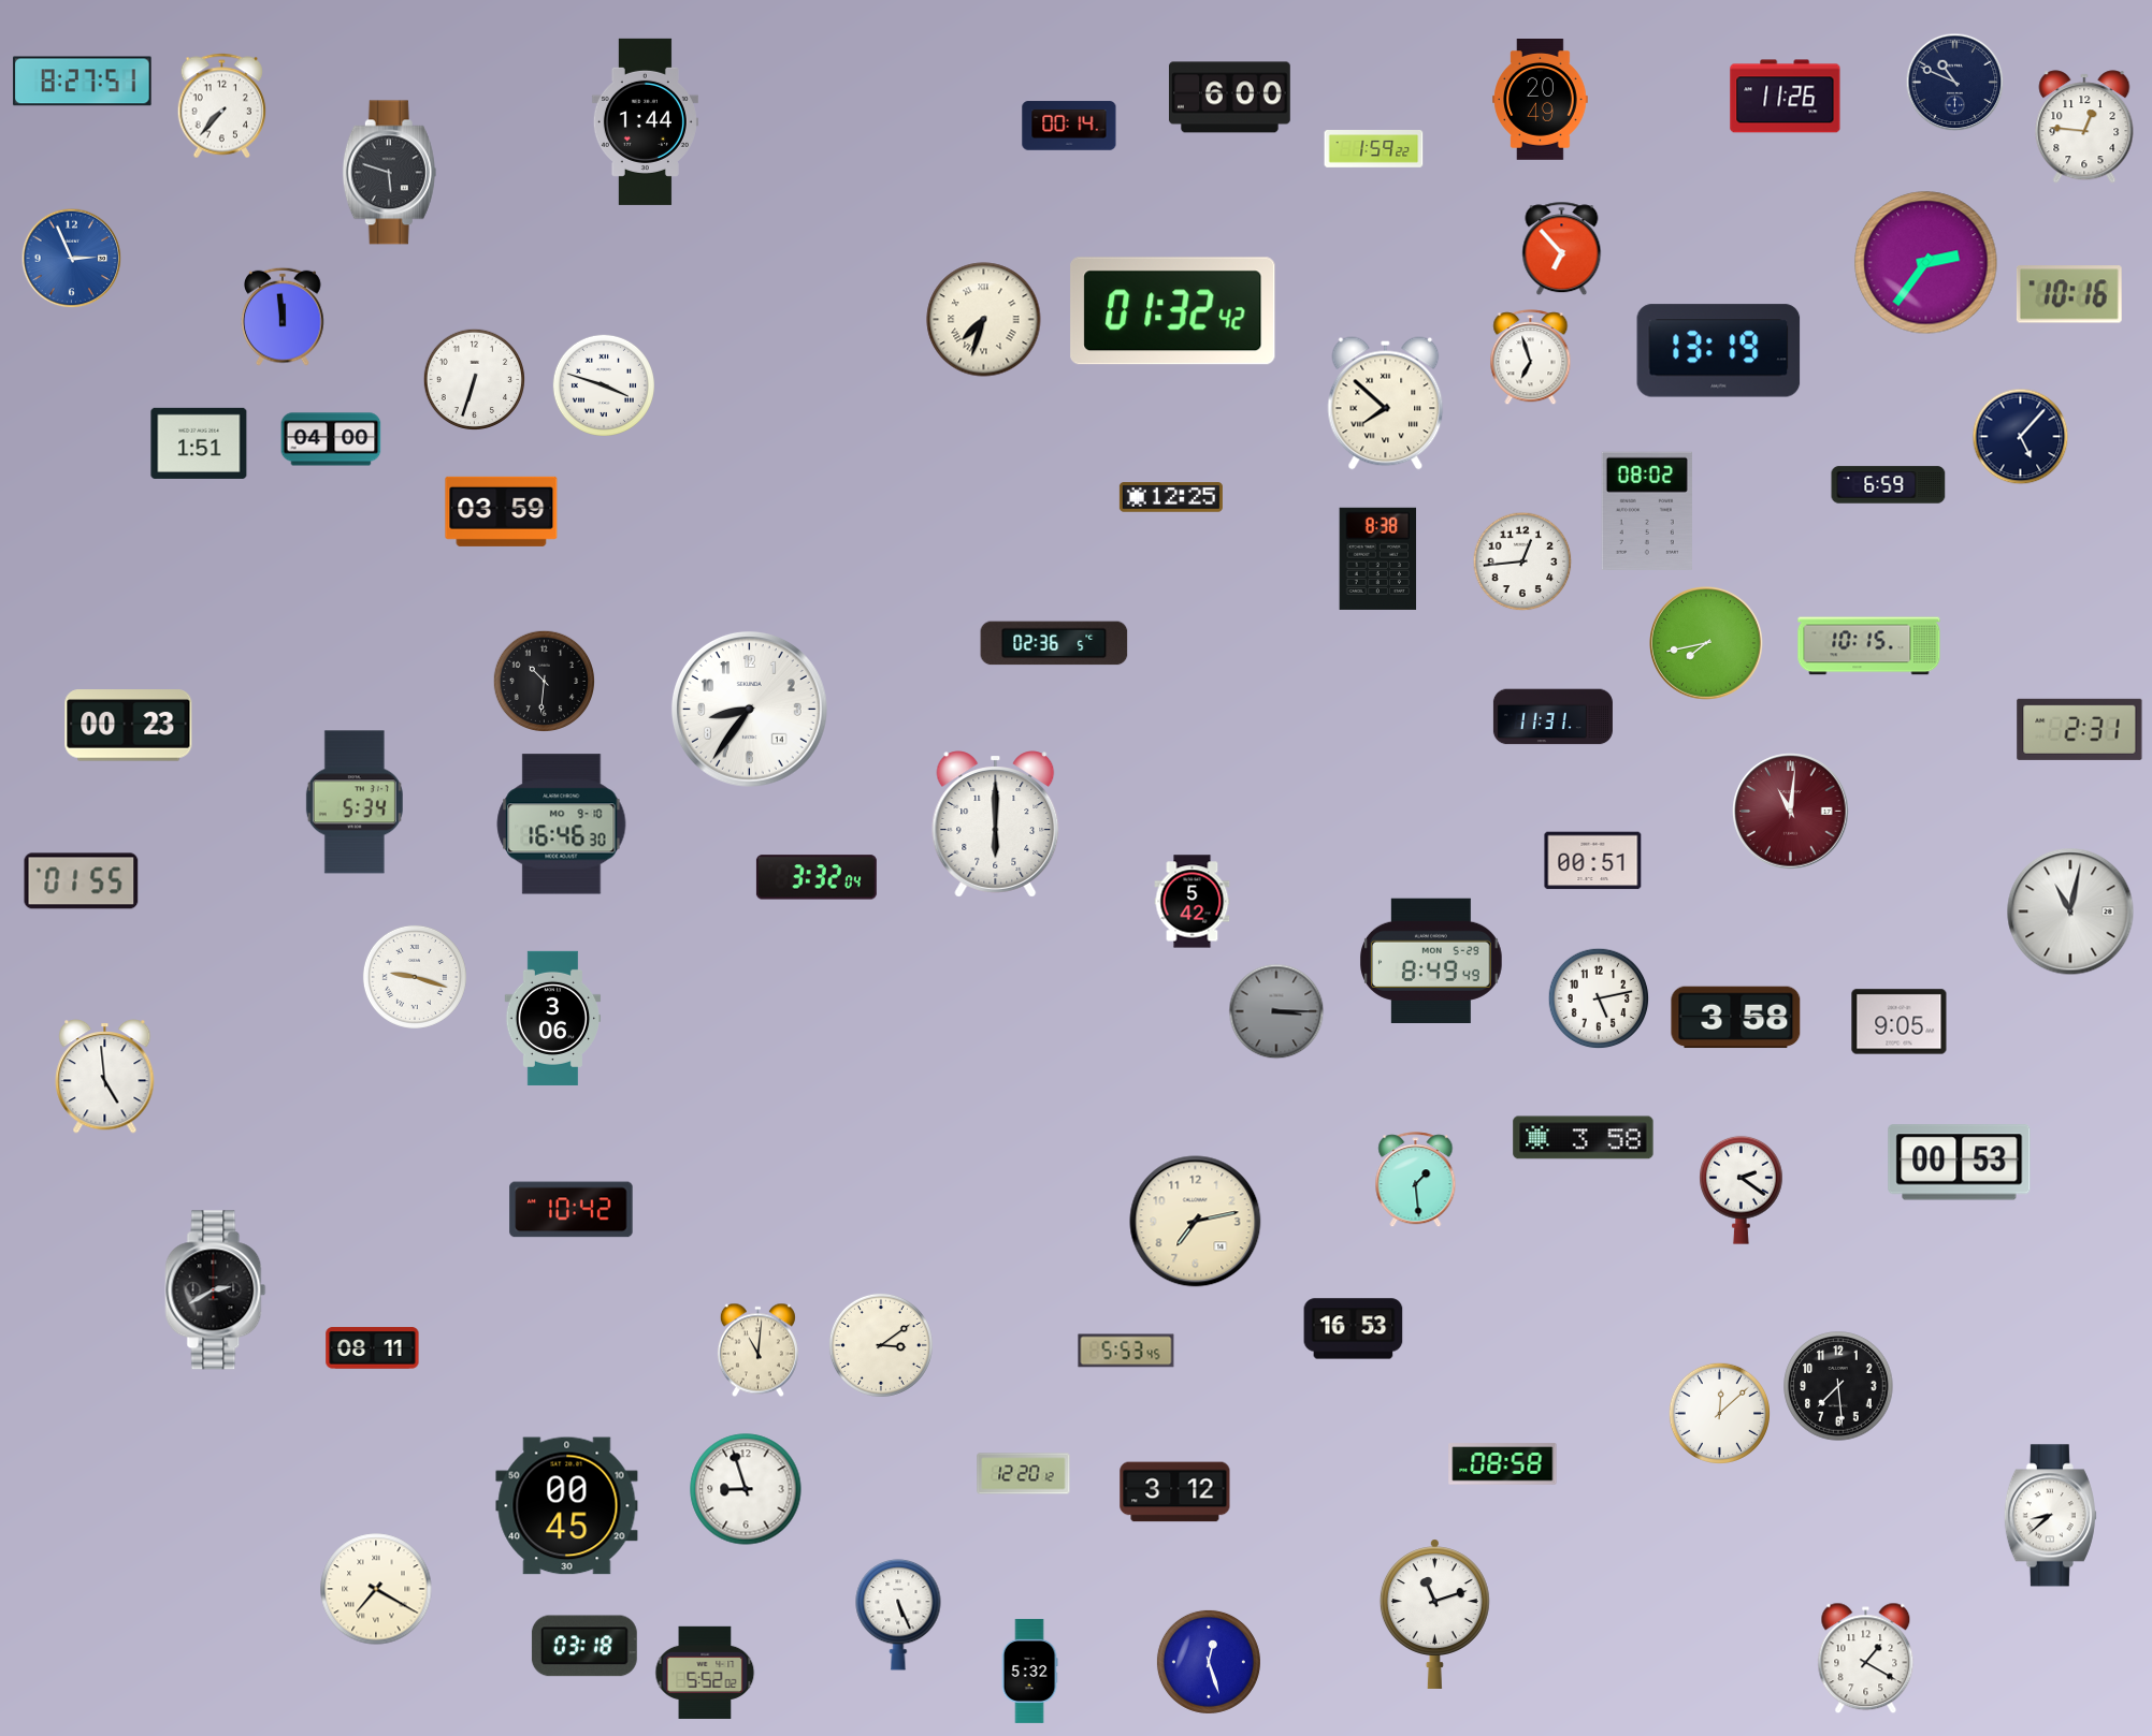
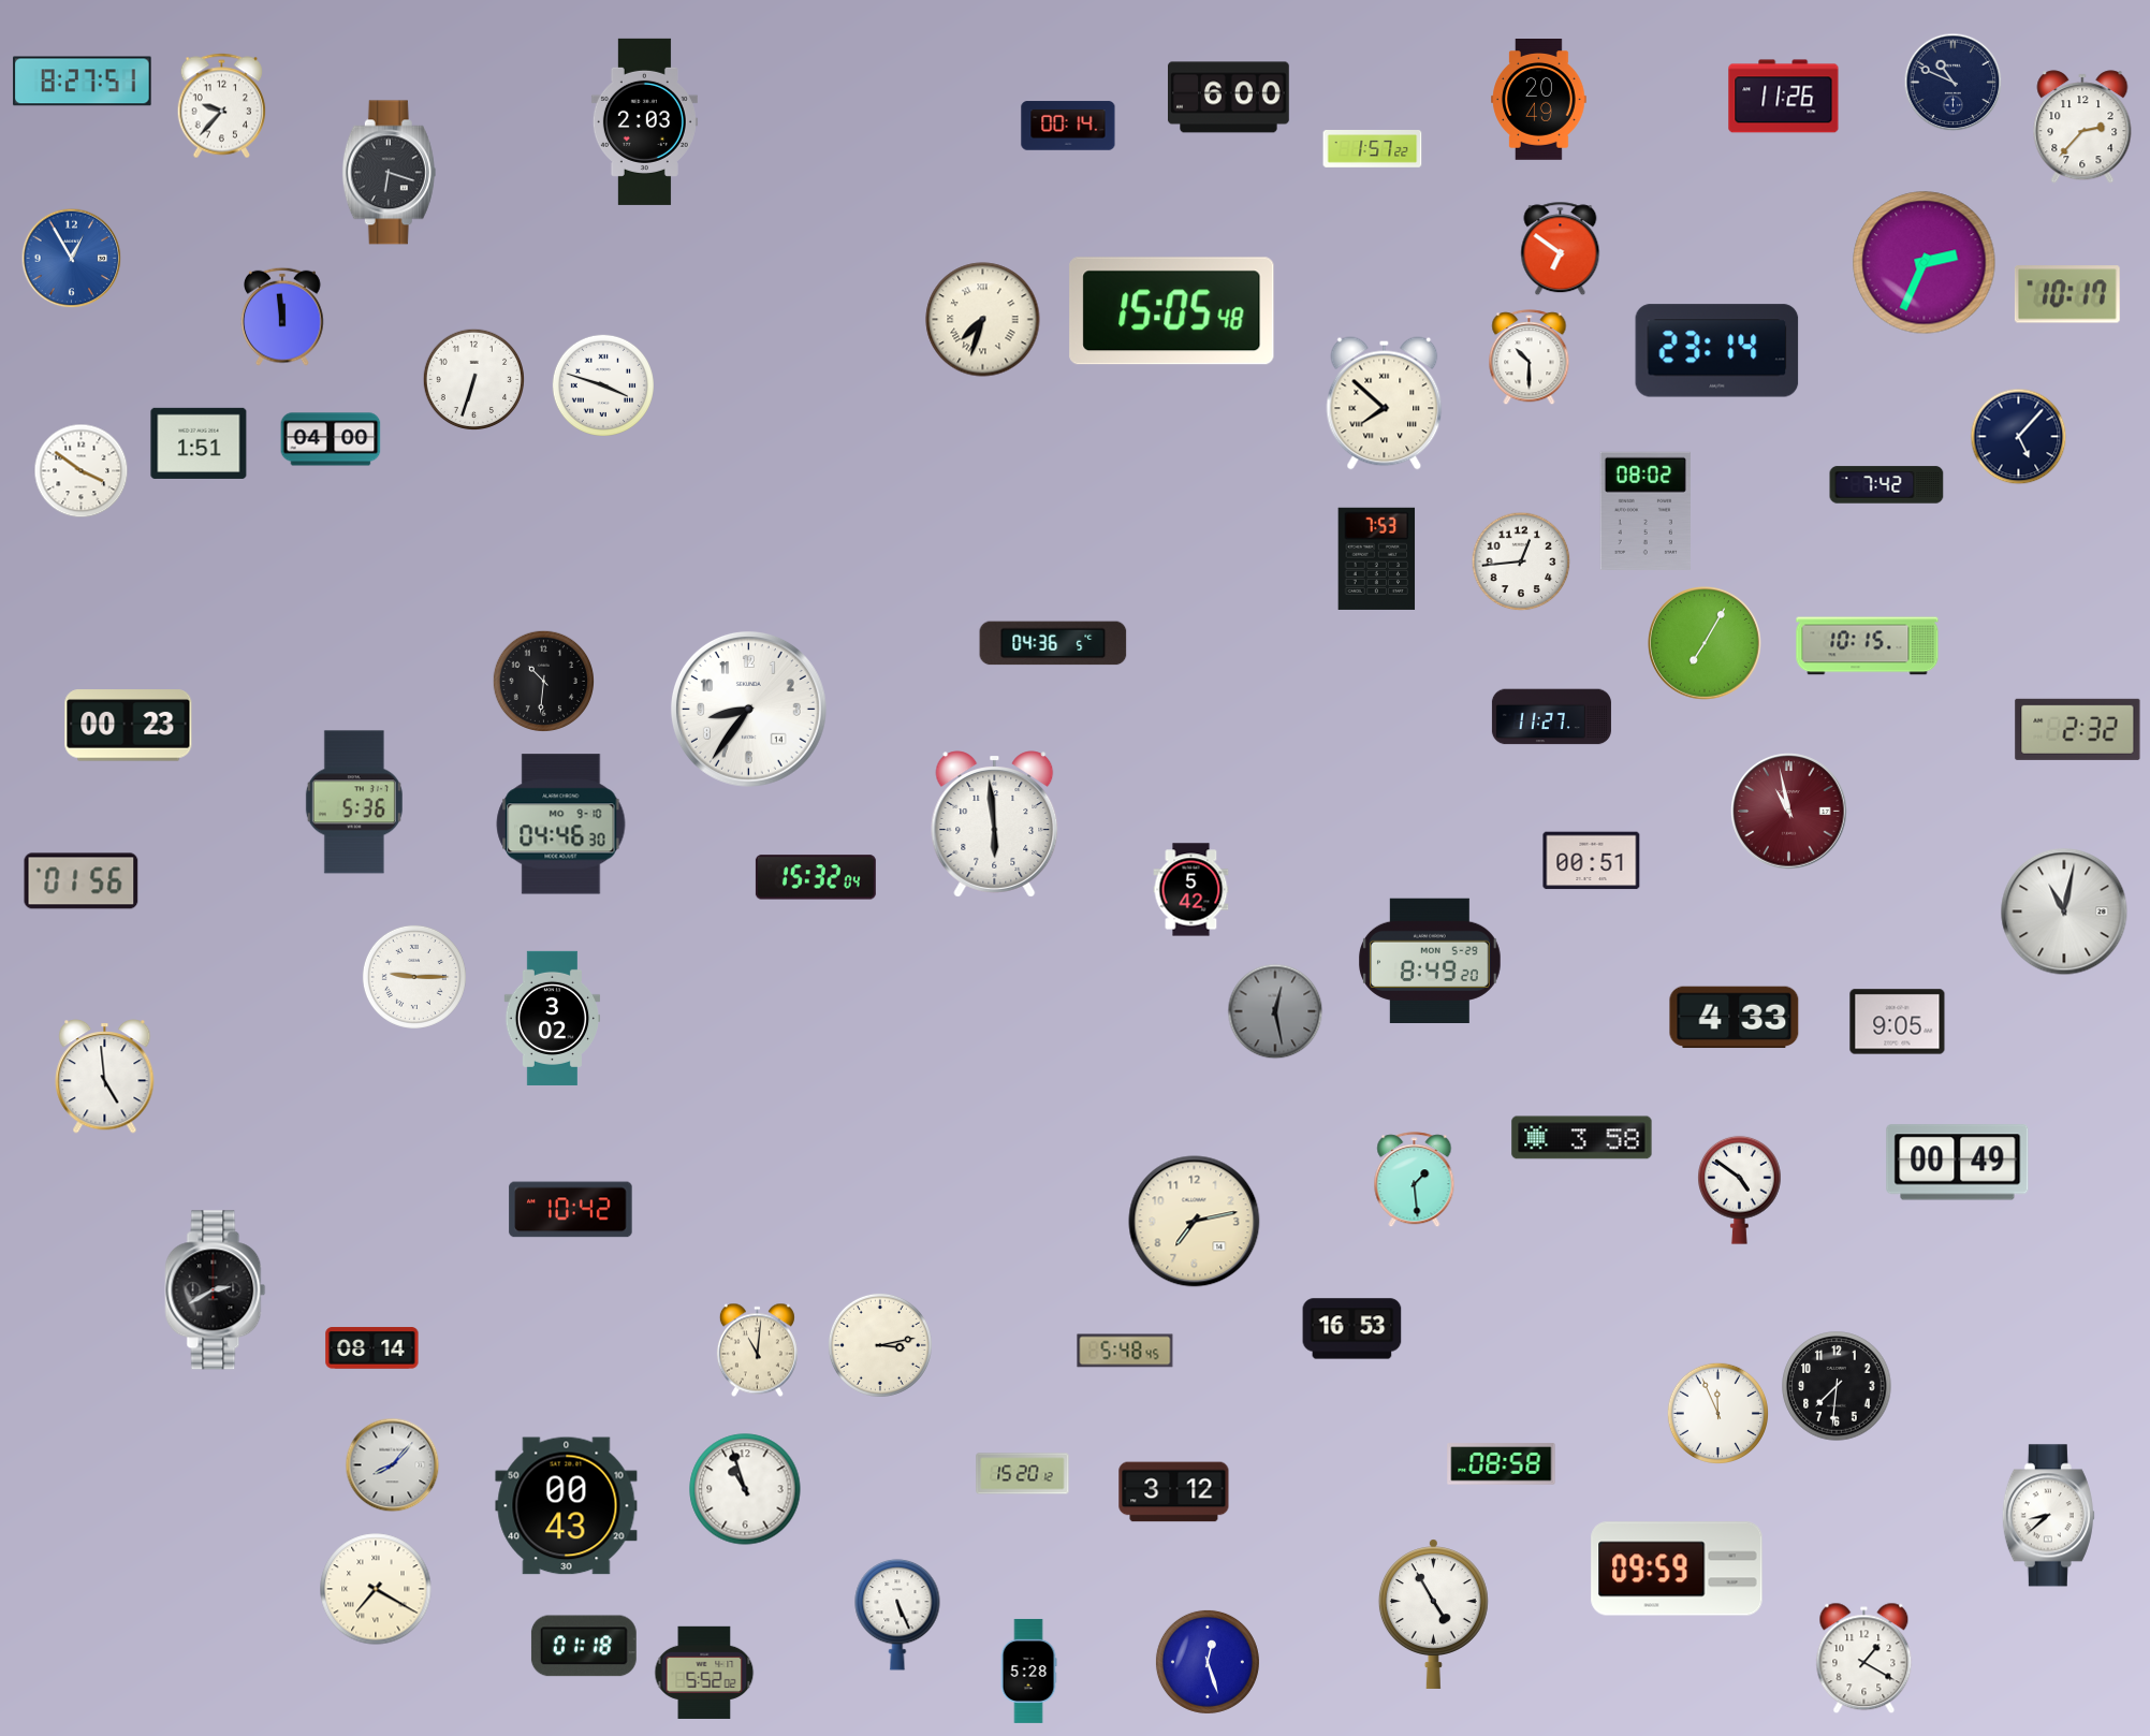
clock at (222, 106): 7:37 -> 9:37
clock at (645, 121): 1:44 -> 2:03
clock at (2084, 127): 12:46 -> 2:37
clock at (1374, 149): 1:59 -> 1:57
clock at (389, 173): 5:48 -> 6:18
clock at (1562, 249): 6:53 -> 6:51
clock at (72, 259): 2:56 -> 12:55
clock at (1926, 263): 2:36 -> 2:34
clock at (2069, 294): 10:16 -> 10:17
clock at (1173, 311): 01:32 -> 15:05
clock at (1719, 351): 13:19 -> 23:14
clock at (1531, 358): 6:57 -> 10:30
clock at (82, 471): none -> 3:51
clock at (1889, 485): 6:59 -> 7:42
clock at (1171, 497): 12:25 -> none
clock at (502, 511): 03:59 -> none
clock at (1378, 558): 8:38 -> 7:53
clock at (1054, 643): 02:36 -> 04:36
clock at (1707, 644): 7:43 -> 7:05
clock at (1552, 717): 11:31 -> 11:27
clock at (2080, 729): 2:31 -> 2:32
clock at (355, 802): 5:34 -> 5:36
clock at (1791, 812): 11:01 -> 10:58
clock at (562, 825): 16:46 -> 04:46
clock at (996, 825): 6:00 -> 5:59
clock at (817, 877): 3:32 -> 15:32
clock at (82, 881): 01:55 -> 01:56
clock at (1193, 902) position: (1193, 902) -> (1191, 890)
clock at (2070, 911) position: (2070, 911) -> (2064, 911)
clock at (1432, 960): 8:49:49 -> 8:49:20
clock at (415, 977): 9:18 -> 9:15
clock at (1599, 998): 5:13 -> none
clock at (1276, 1011): 3:15 -> 12:28
clock at (553, 1018): 3:06 -> 3:02
clock at (1736, 1018): 3:58 -> 4:33
clock at (1960, 1163): 00:53 -> 00:49
clock at (1742, 1190): 2:21 -> 4:51
clock at (881, 1345): 3:09 -> 3:13
clock at (373, 1348): 08:11 -> 08:14
clock at (1126, 1351): 5:53 -> 5:48
clock at (1838, 1386): 7:29 -> 7:31
clock at (1719, 1413): 12:08 -> 11:56
clock at (393, 1465): none -> 8:07
clock at (1024, 1474): 12:20 -> 15:20
clock at (746, 1489): 8:57 -> 10:57
clock at (567, 1506): 00:45 -> 00:43
clock at (1677, 1569): none -> 09:59
clock at (1434, 1614): 11:12 -> 4:55
clock at (584, 1646): 03:18 -> 01:18
clock at (1029, 1671): 5:32 -> 5:28
